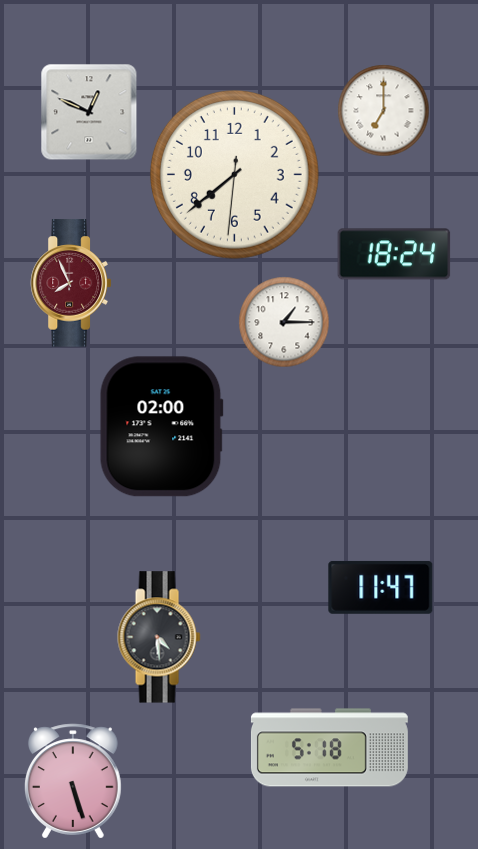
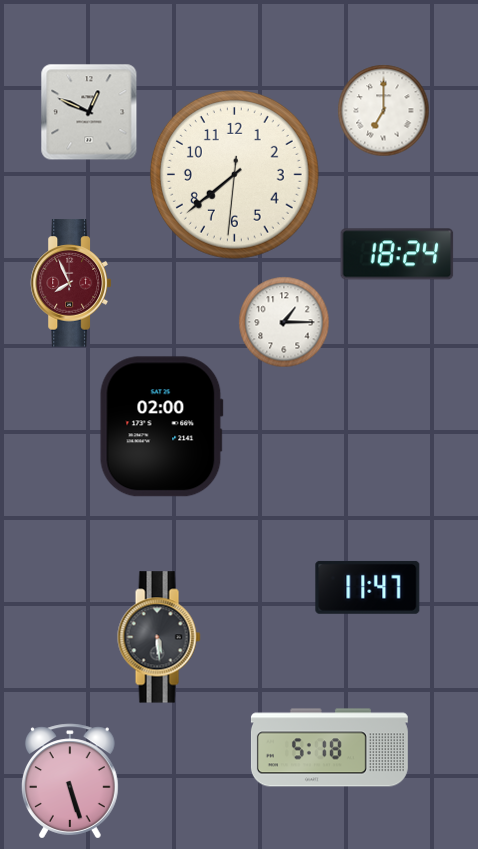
clock at (394, 254) position: (394, 254) -> (397, 254)
clock at (381, 587) position: (381, 587) -> (368, 587)
clock at (159, 637): 4:29 -> 5:29
clock at (73, 781) position: (73, 781) -> (70, 781)
